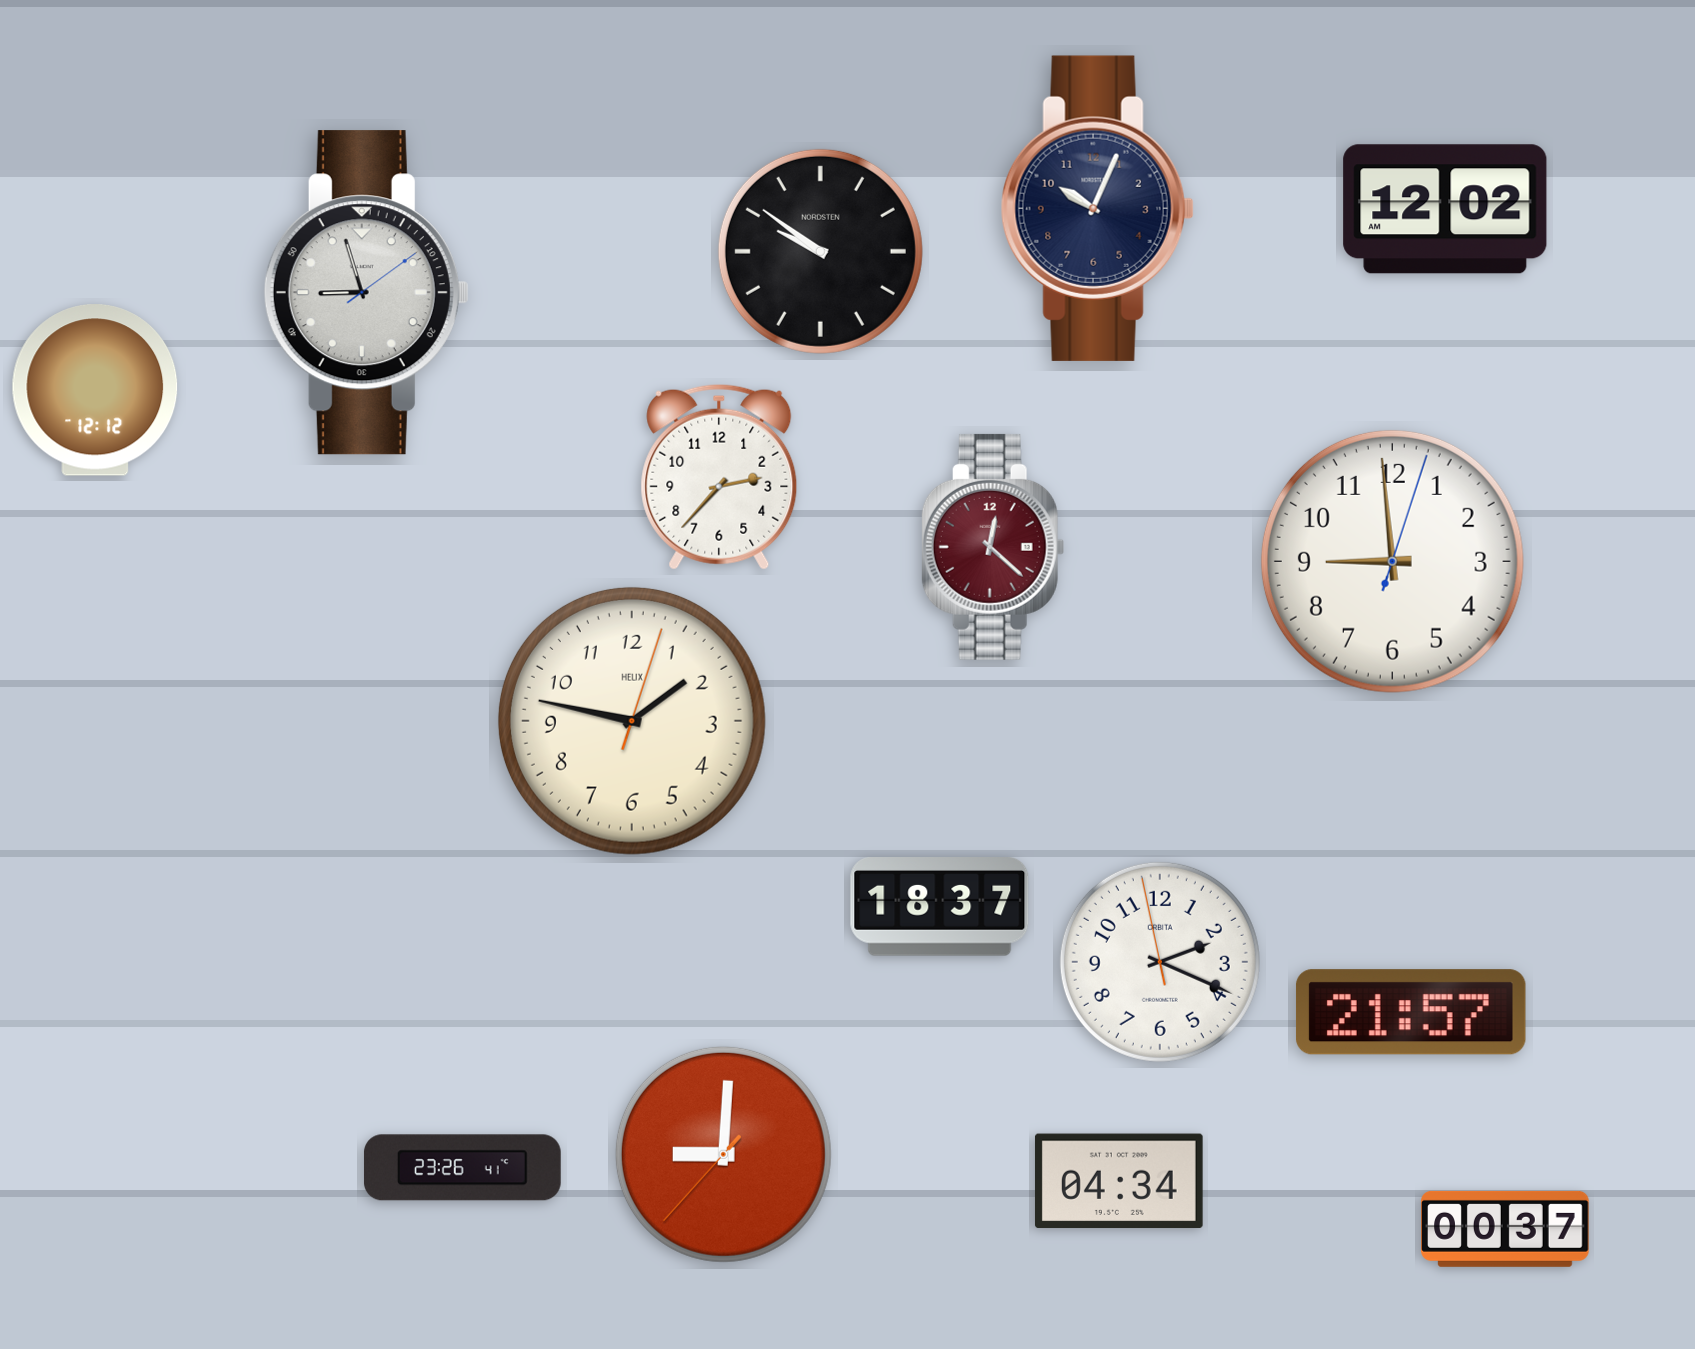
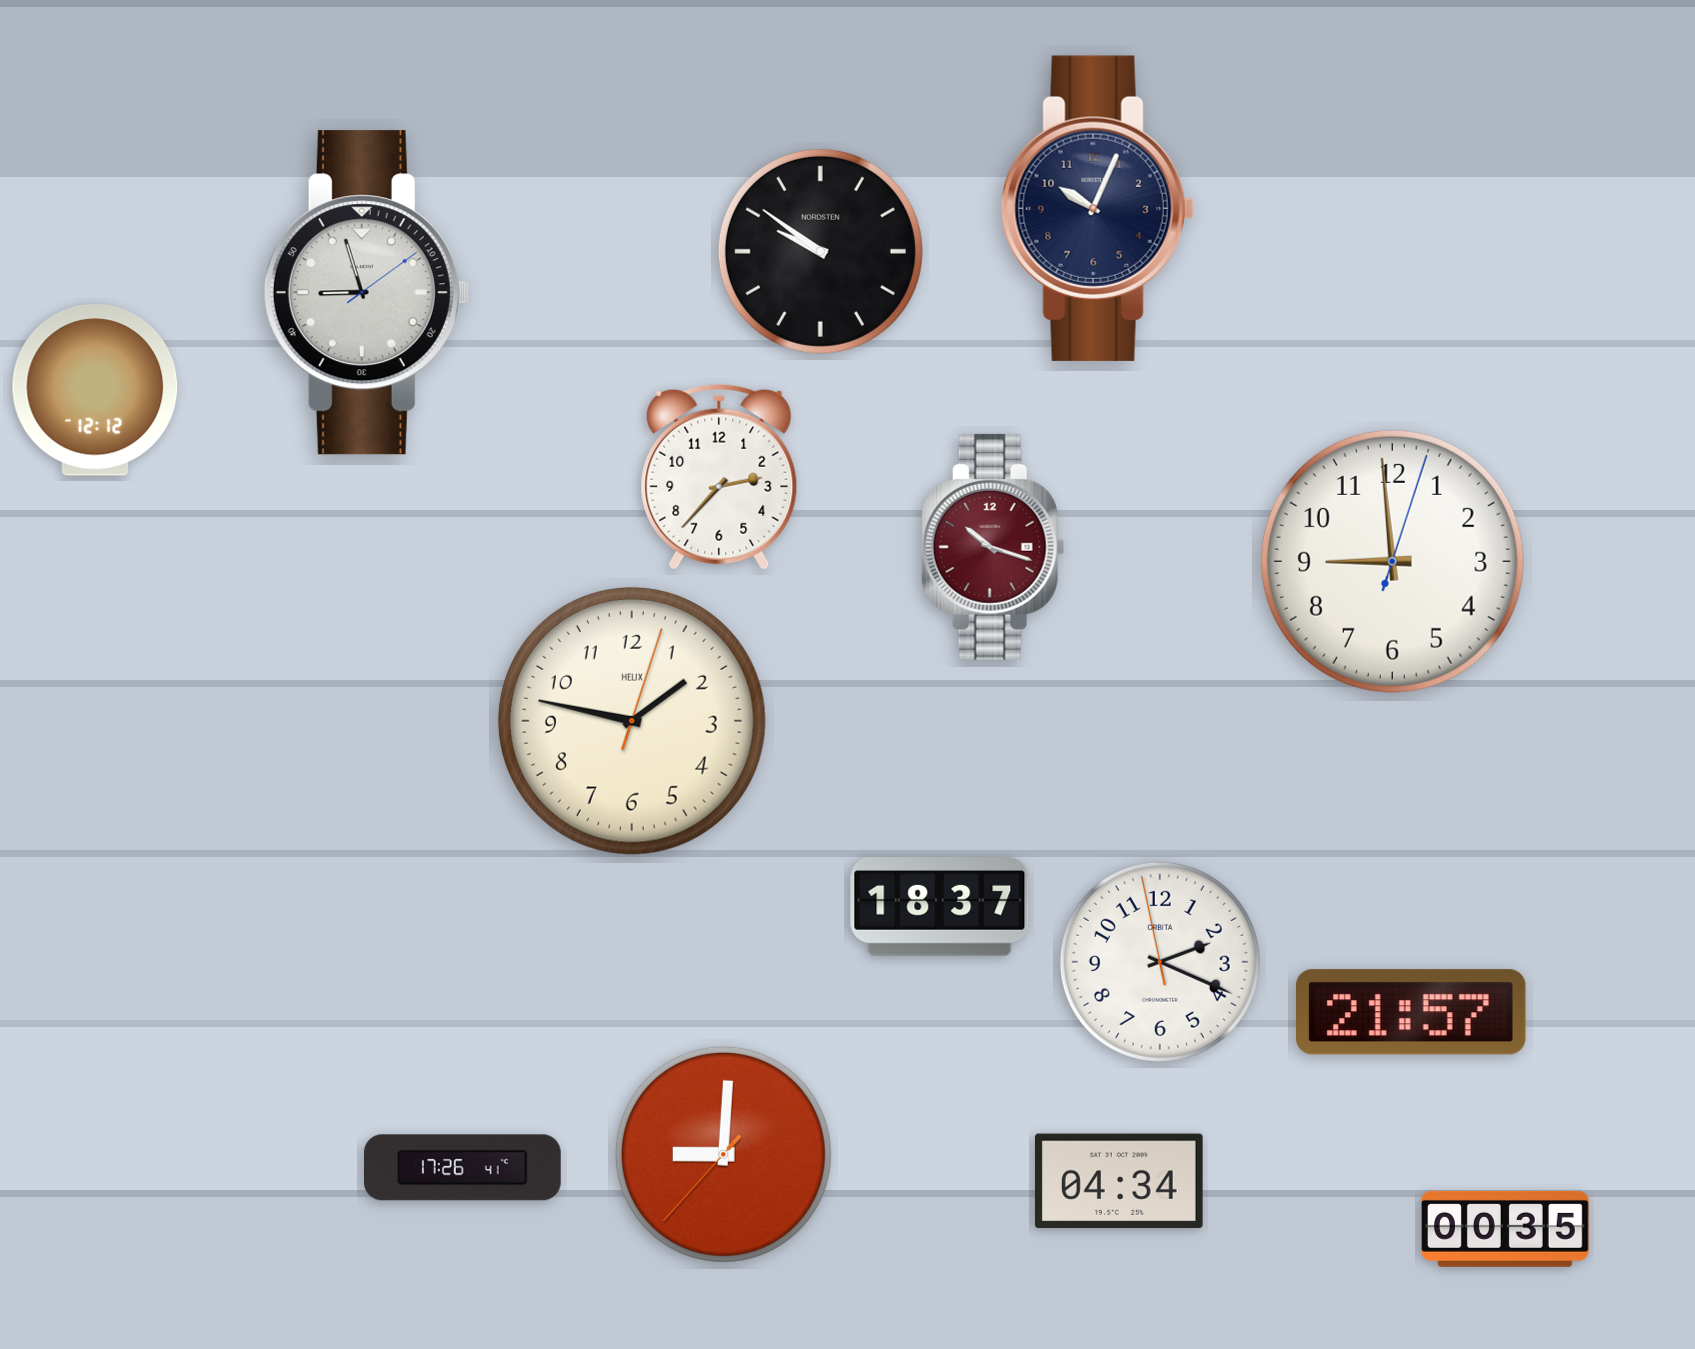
clock at (1445, 209): 12:02 -> none
clock at (993, 547): 12:22 -> 10:18
clock at (462, 1168): 23:26 -> 17:26
clock at (1505, 1229): 00:37 -> 00:35
